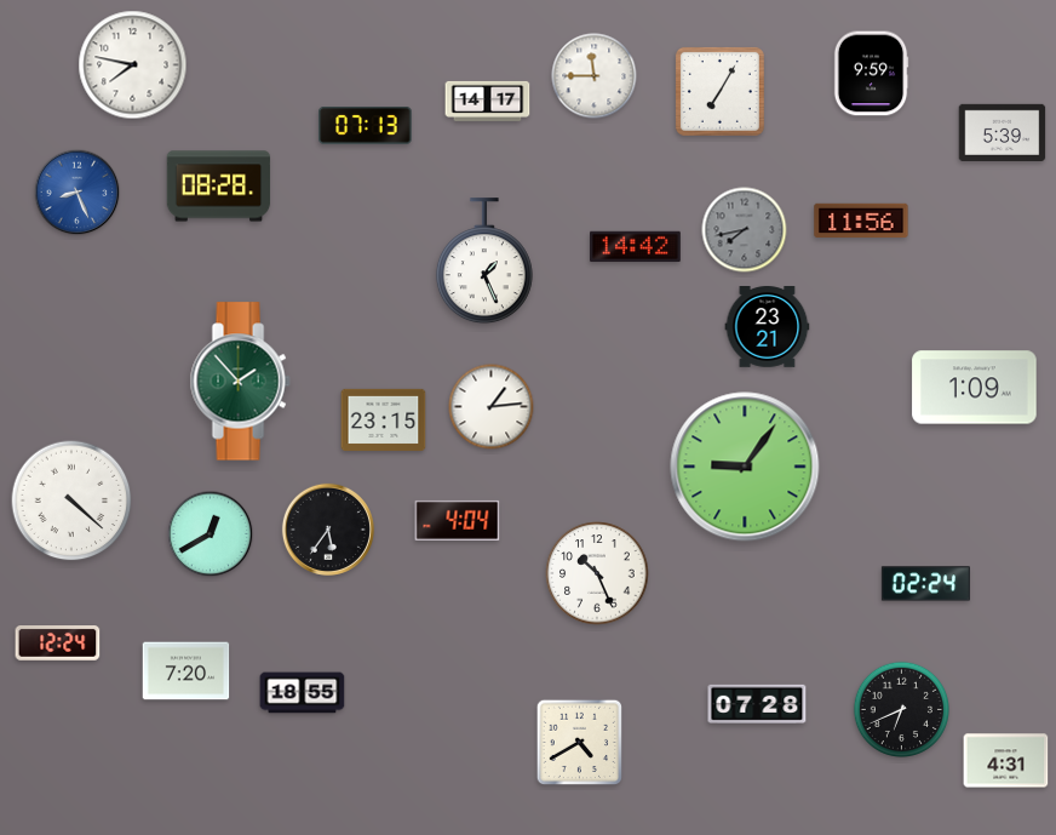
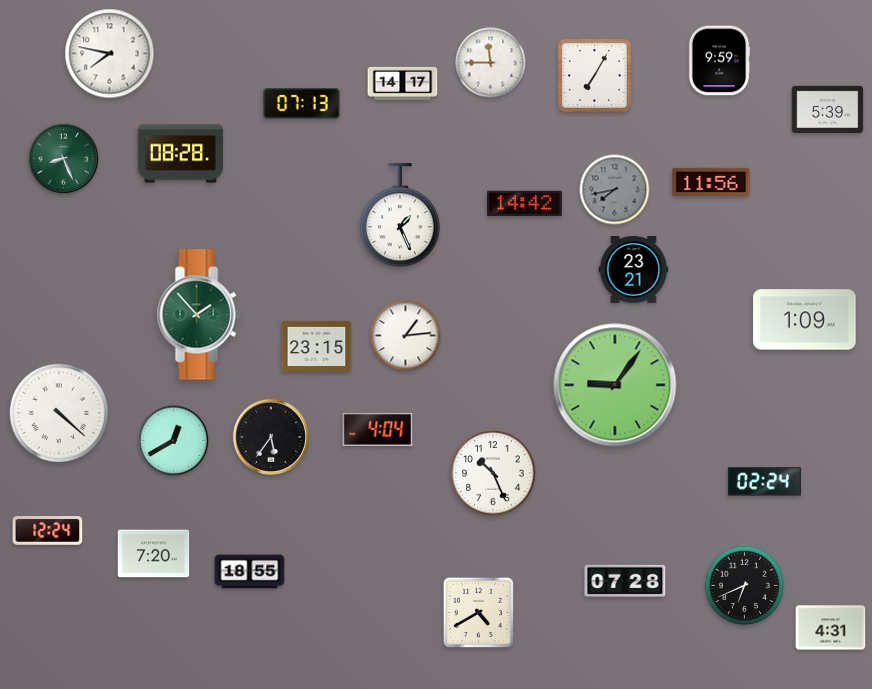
clock at (78, 193) dial: blue -> green
